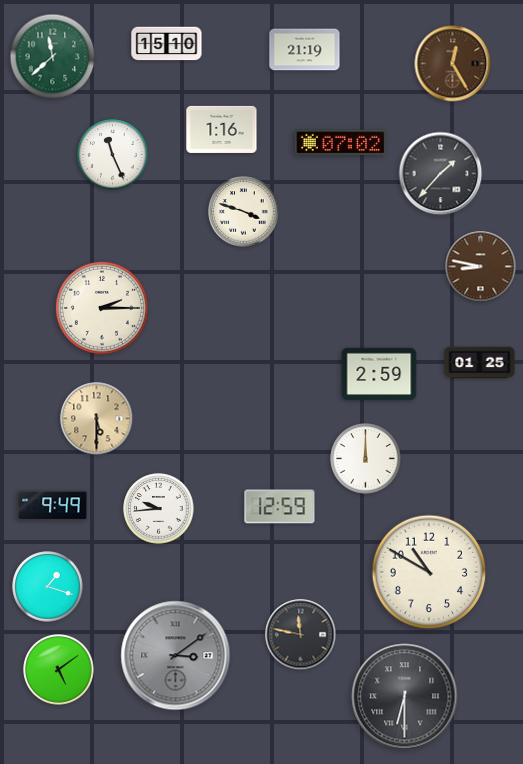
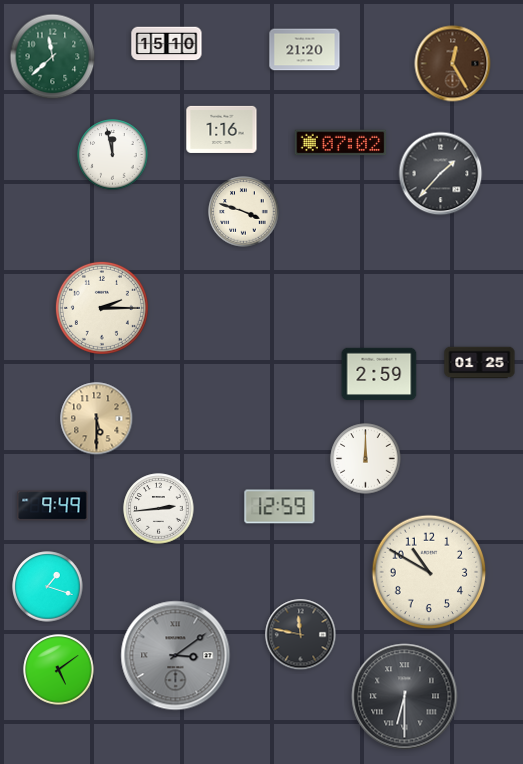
clock at (305, 50): 21:19 -> 21:20
clock at (113, 155): 11:26 -> 11:58
clock at (481, 267): 8:47 -> none
clock at (159, 509): 9:44 -> 2:44
